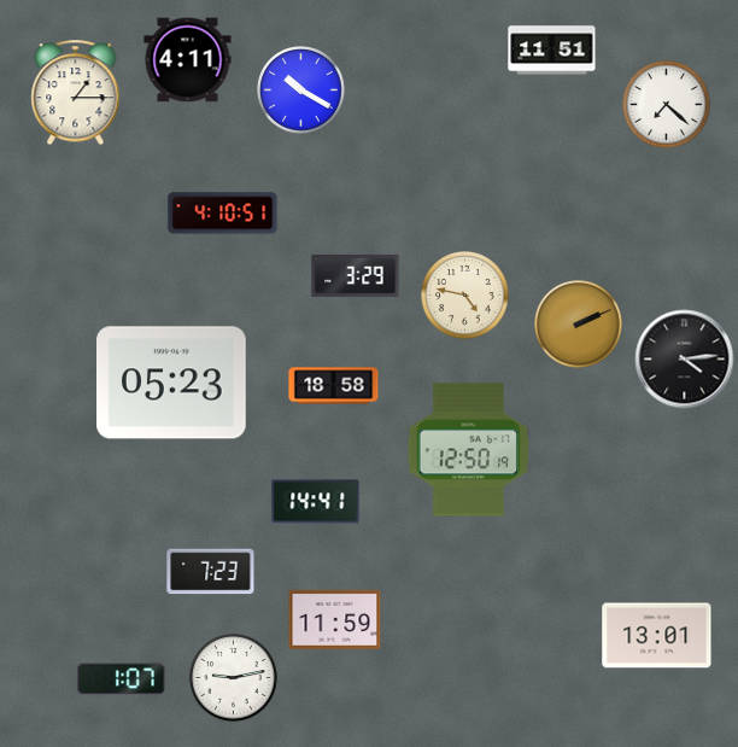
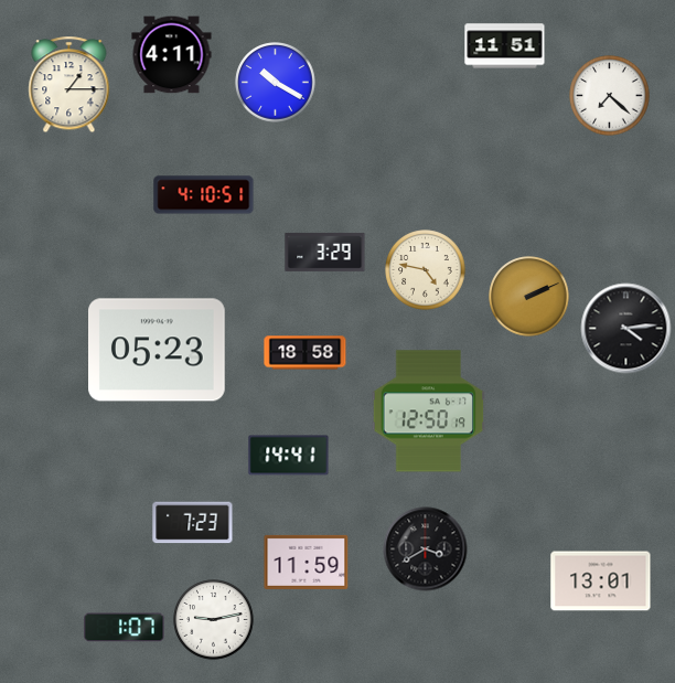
clock at (316, 502) position: (316, 502) -> (289, 456)
clock at (426, 549): none -> 3:40
clock at (335, 619) position: (335, 619) -> (307, 562)
clock at (122, 679) position: (122, 679) -> (125, 628)
